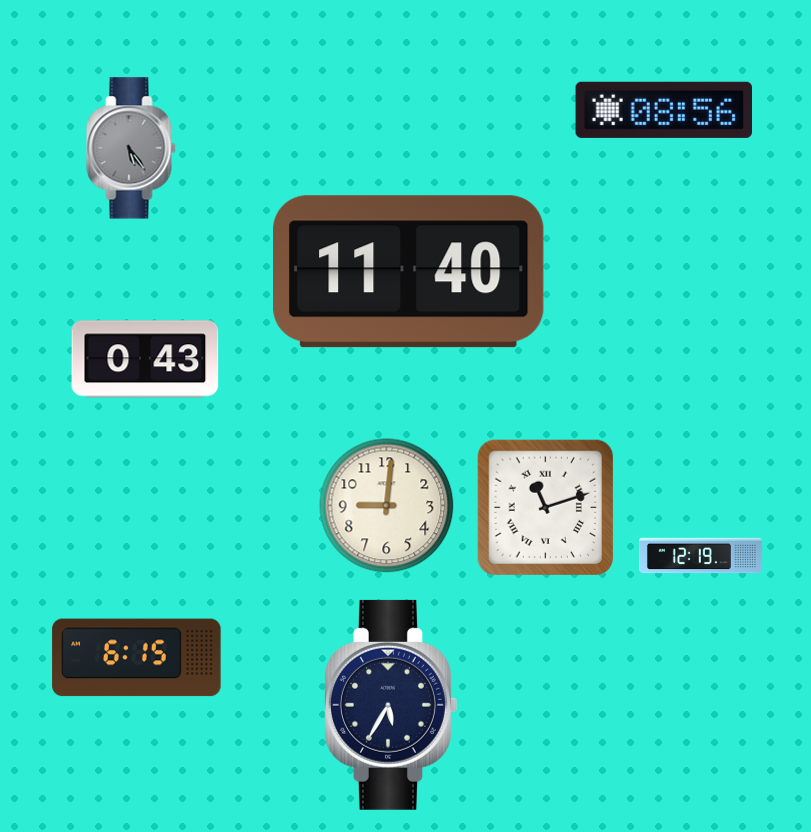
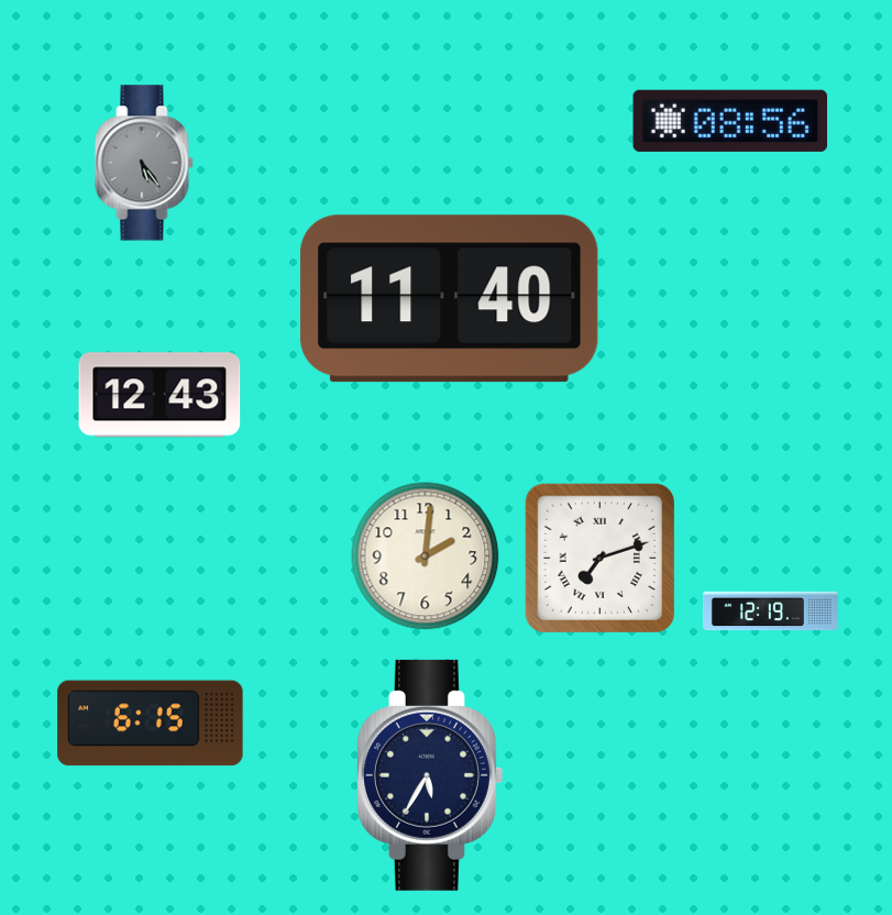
clock at (145, 359): 0:43 -> 12:43
clock at (387, 506): 9:01 -> 2:01
clock at (545, 507): 11:12 -> 7:12
